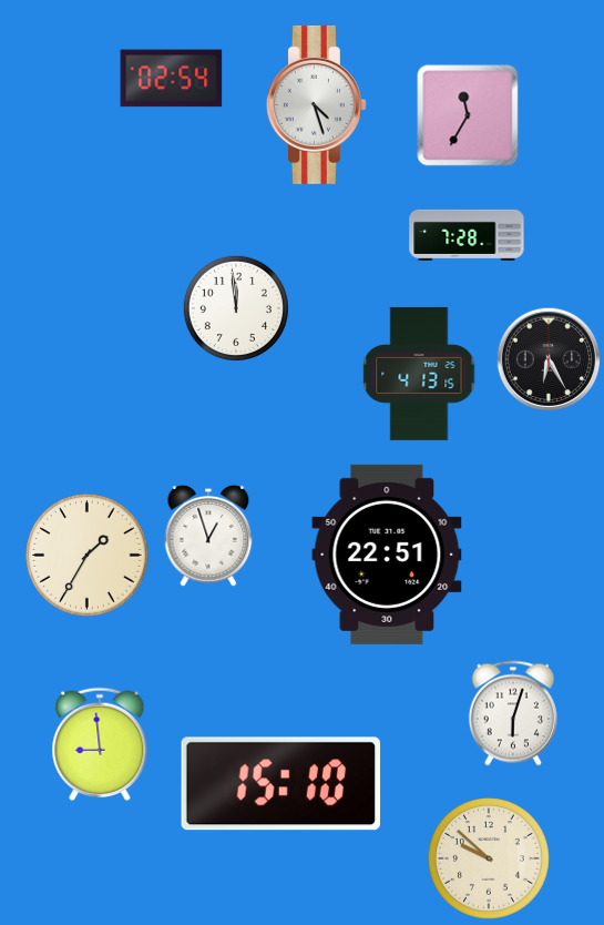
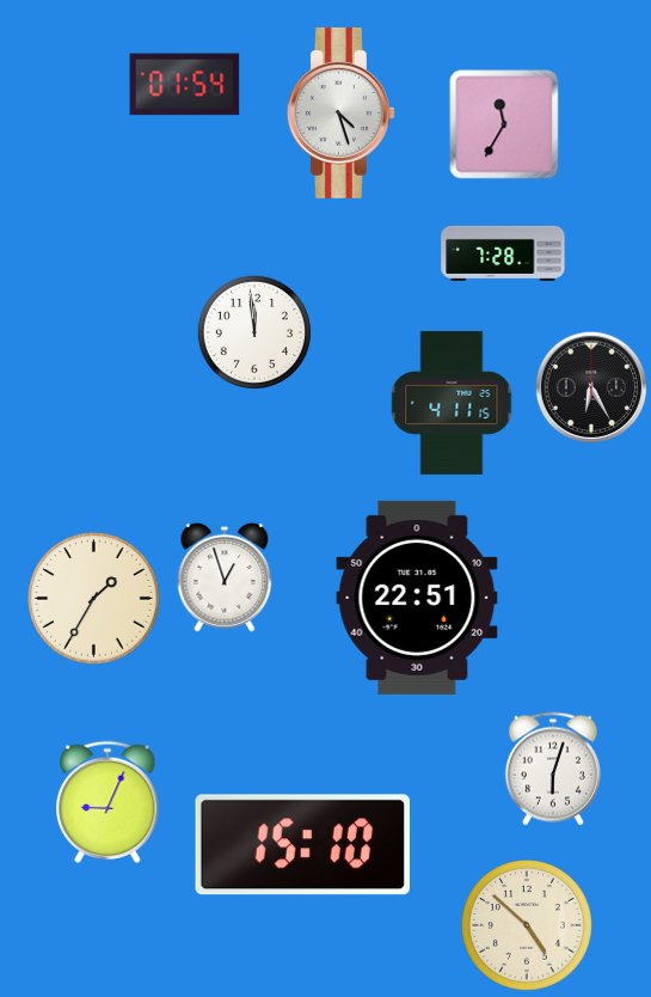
clock at (172, 79): 02:54 -> 01:54
clock at (419, 374): 4:13 -> 4:11
clock at (100, 744): 8:59 -> 9:04
clock at (489, 858): 9:52 -> 4:52
